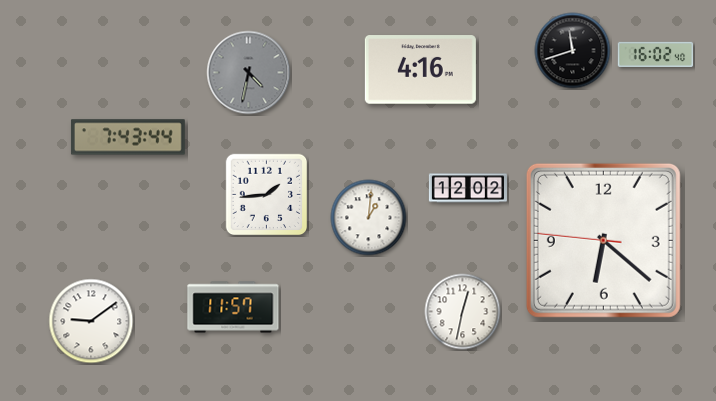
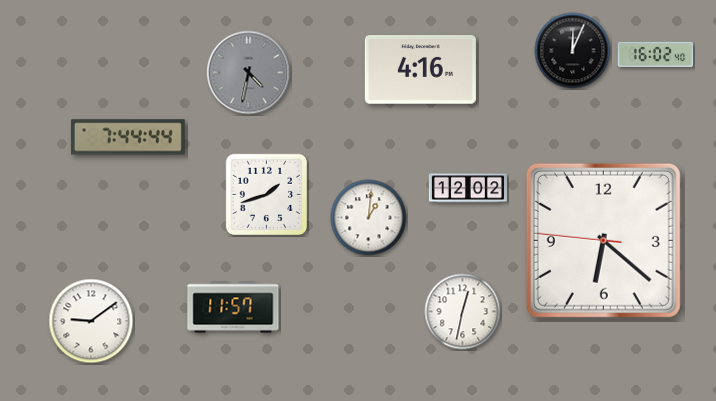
clock at (573, 51): 11:42 -> 12:04
clock at (128, 137): 7:43 -> 7:44
clock at (267, 195): 1:44 -> 1:42
